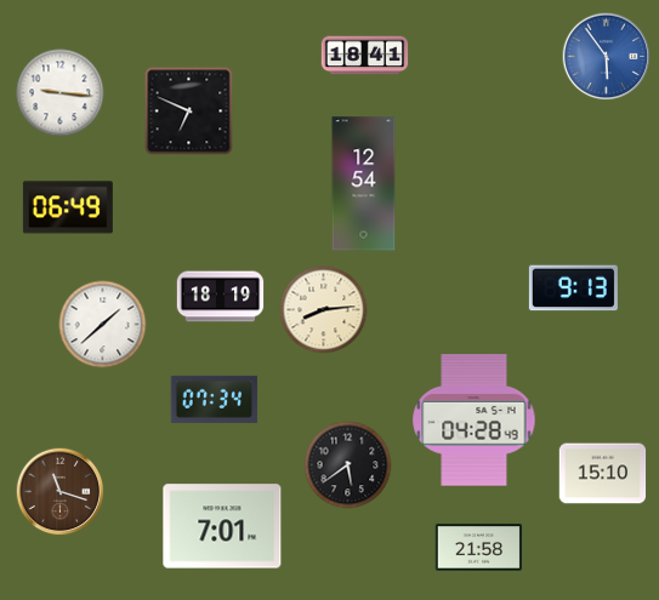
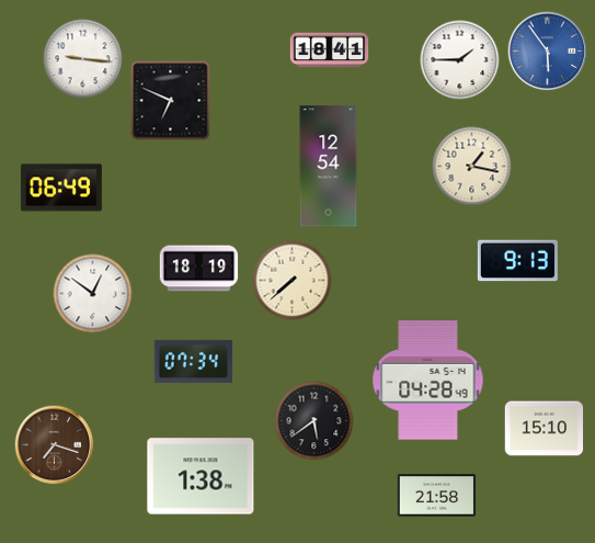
clock at (460, 60): none -> 1:45
clock at (61, 93) position: (61, 93) -> (83, 59)
clock at (472, 167): none -> 1:17
clock at (324, 310): 8:14 -> 7:38
clock at (103, 325): 1:38 -> 12:51
clock at (61, 492): 11:18 -> 7:18
clock at (222, 526): 7:01 -> 1:38
clock at (479, 548) position: (479, 548) -> (437, 496)
